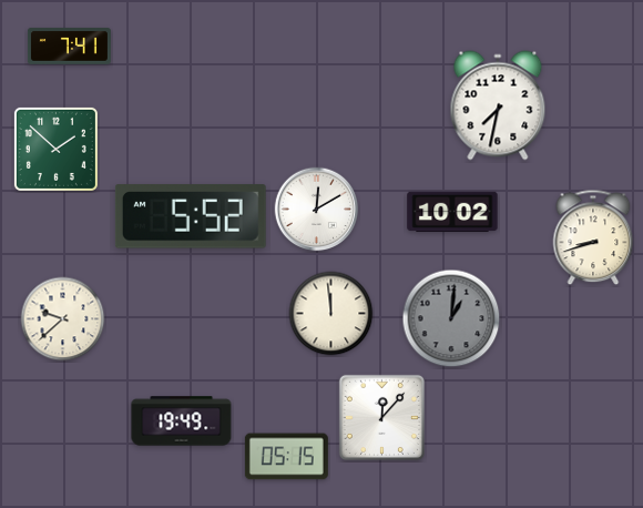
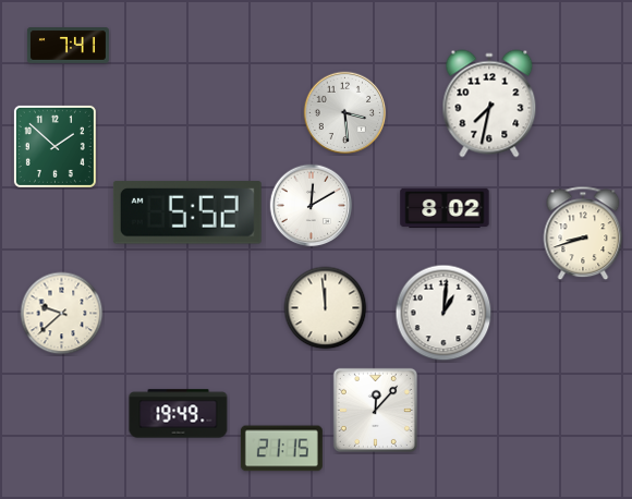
clock at (345, 113): none -> 3:29
clock at (452, 212): 10:02 -> 8:02
clock at (451, 318) dial: grey -> white
clock at (286, 457): 05:15 -> 21:15
